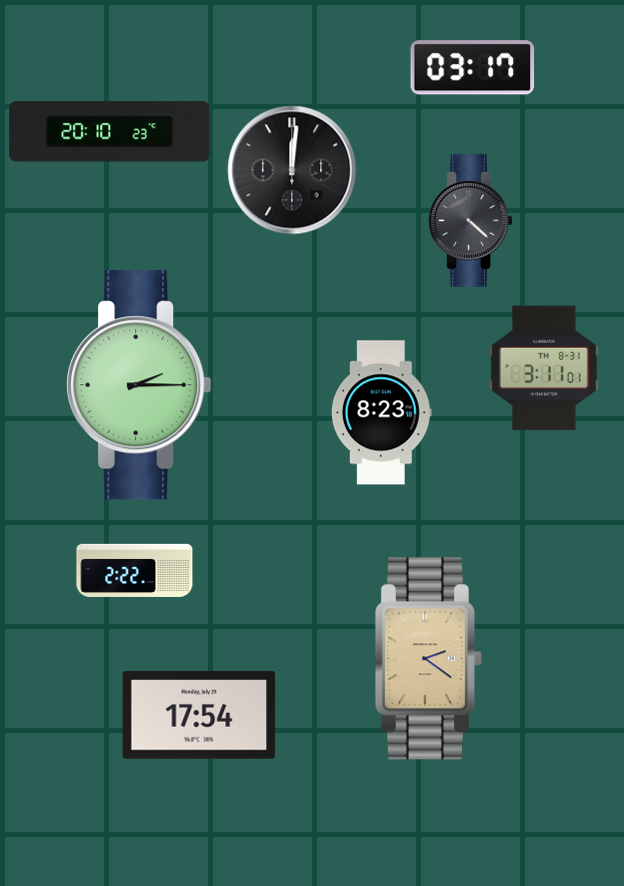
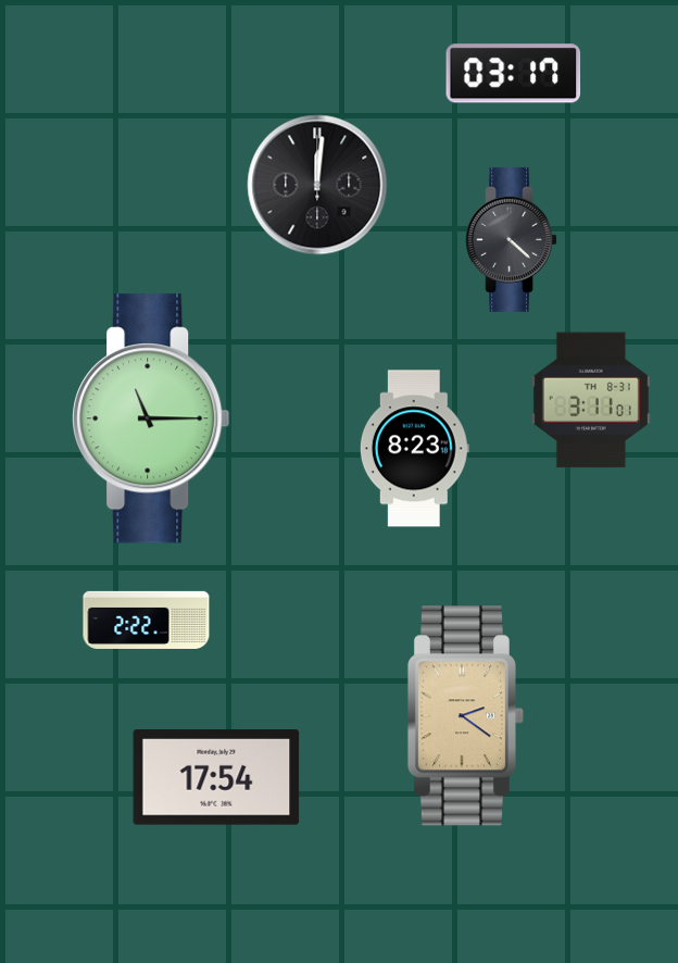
clock at (110, 132): 20:10 -> none
clock at (139, 385): 2:15 -> 11:15
